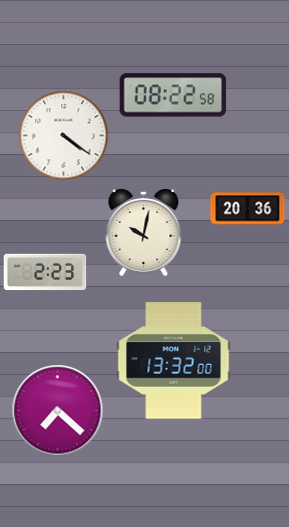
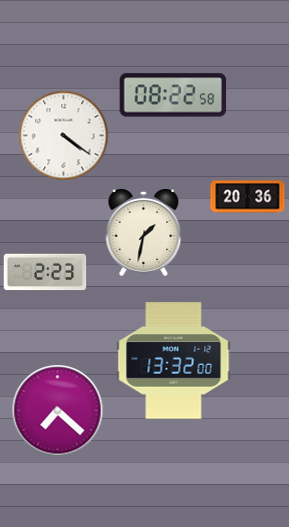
clock at (248, 209) position: (248, 209) -> (248, 197)
clock at (144, 233): 10:02 -> 1:32
